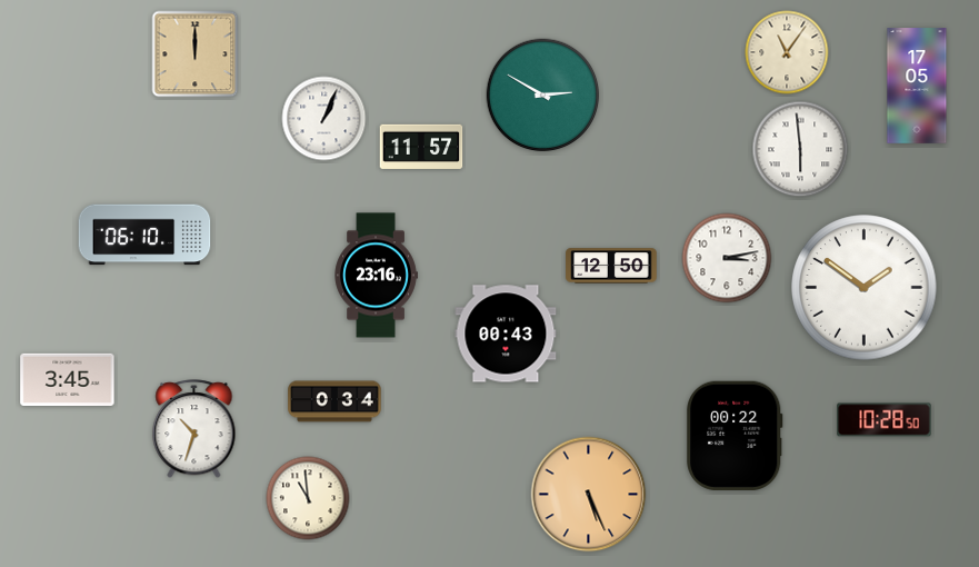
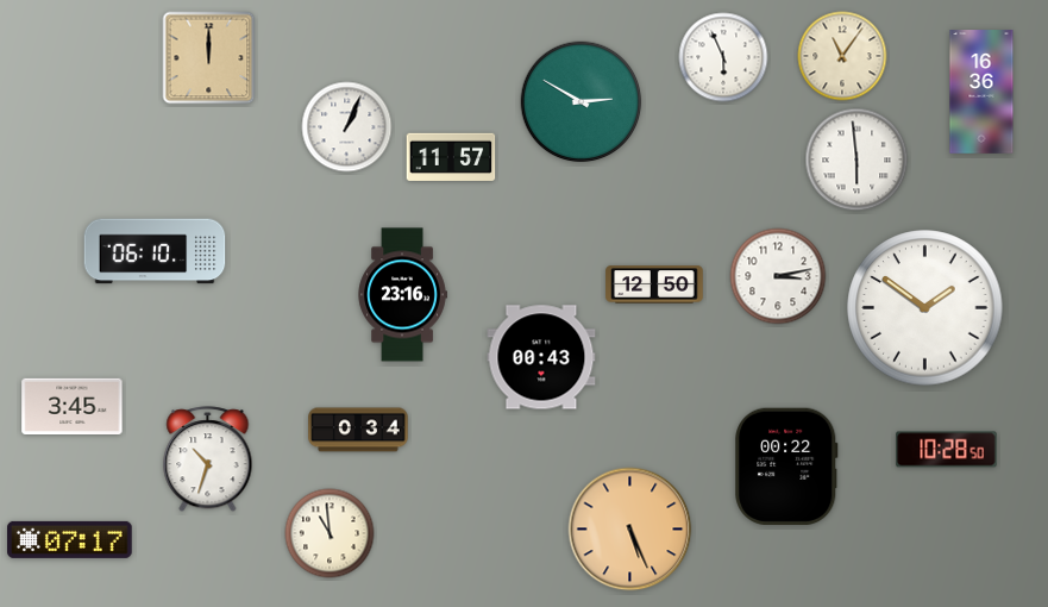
clock at (723, 57): none -> 5:56
clock at (917, 86): 17:05 -> 16:36
clock at (70, 539): none -> 07:17
